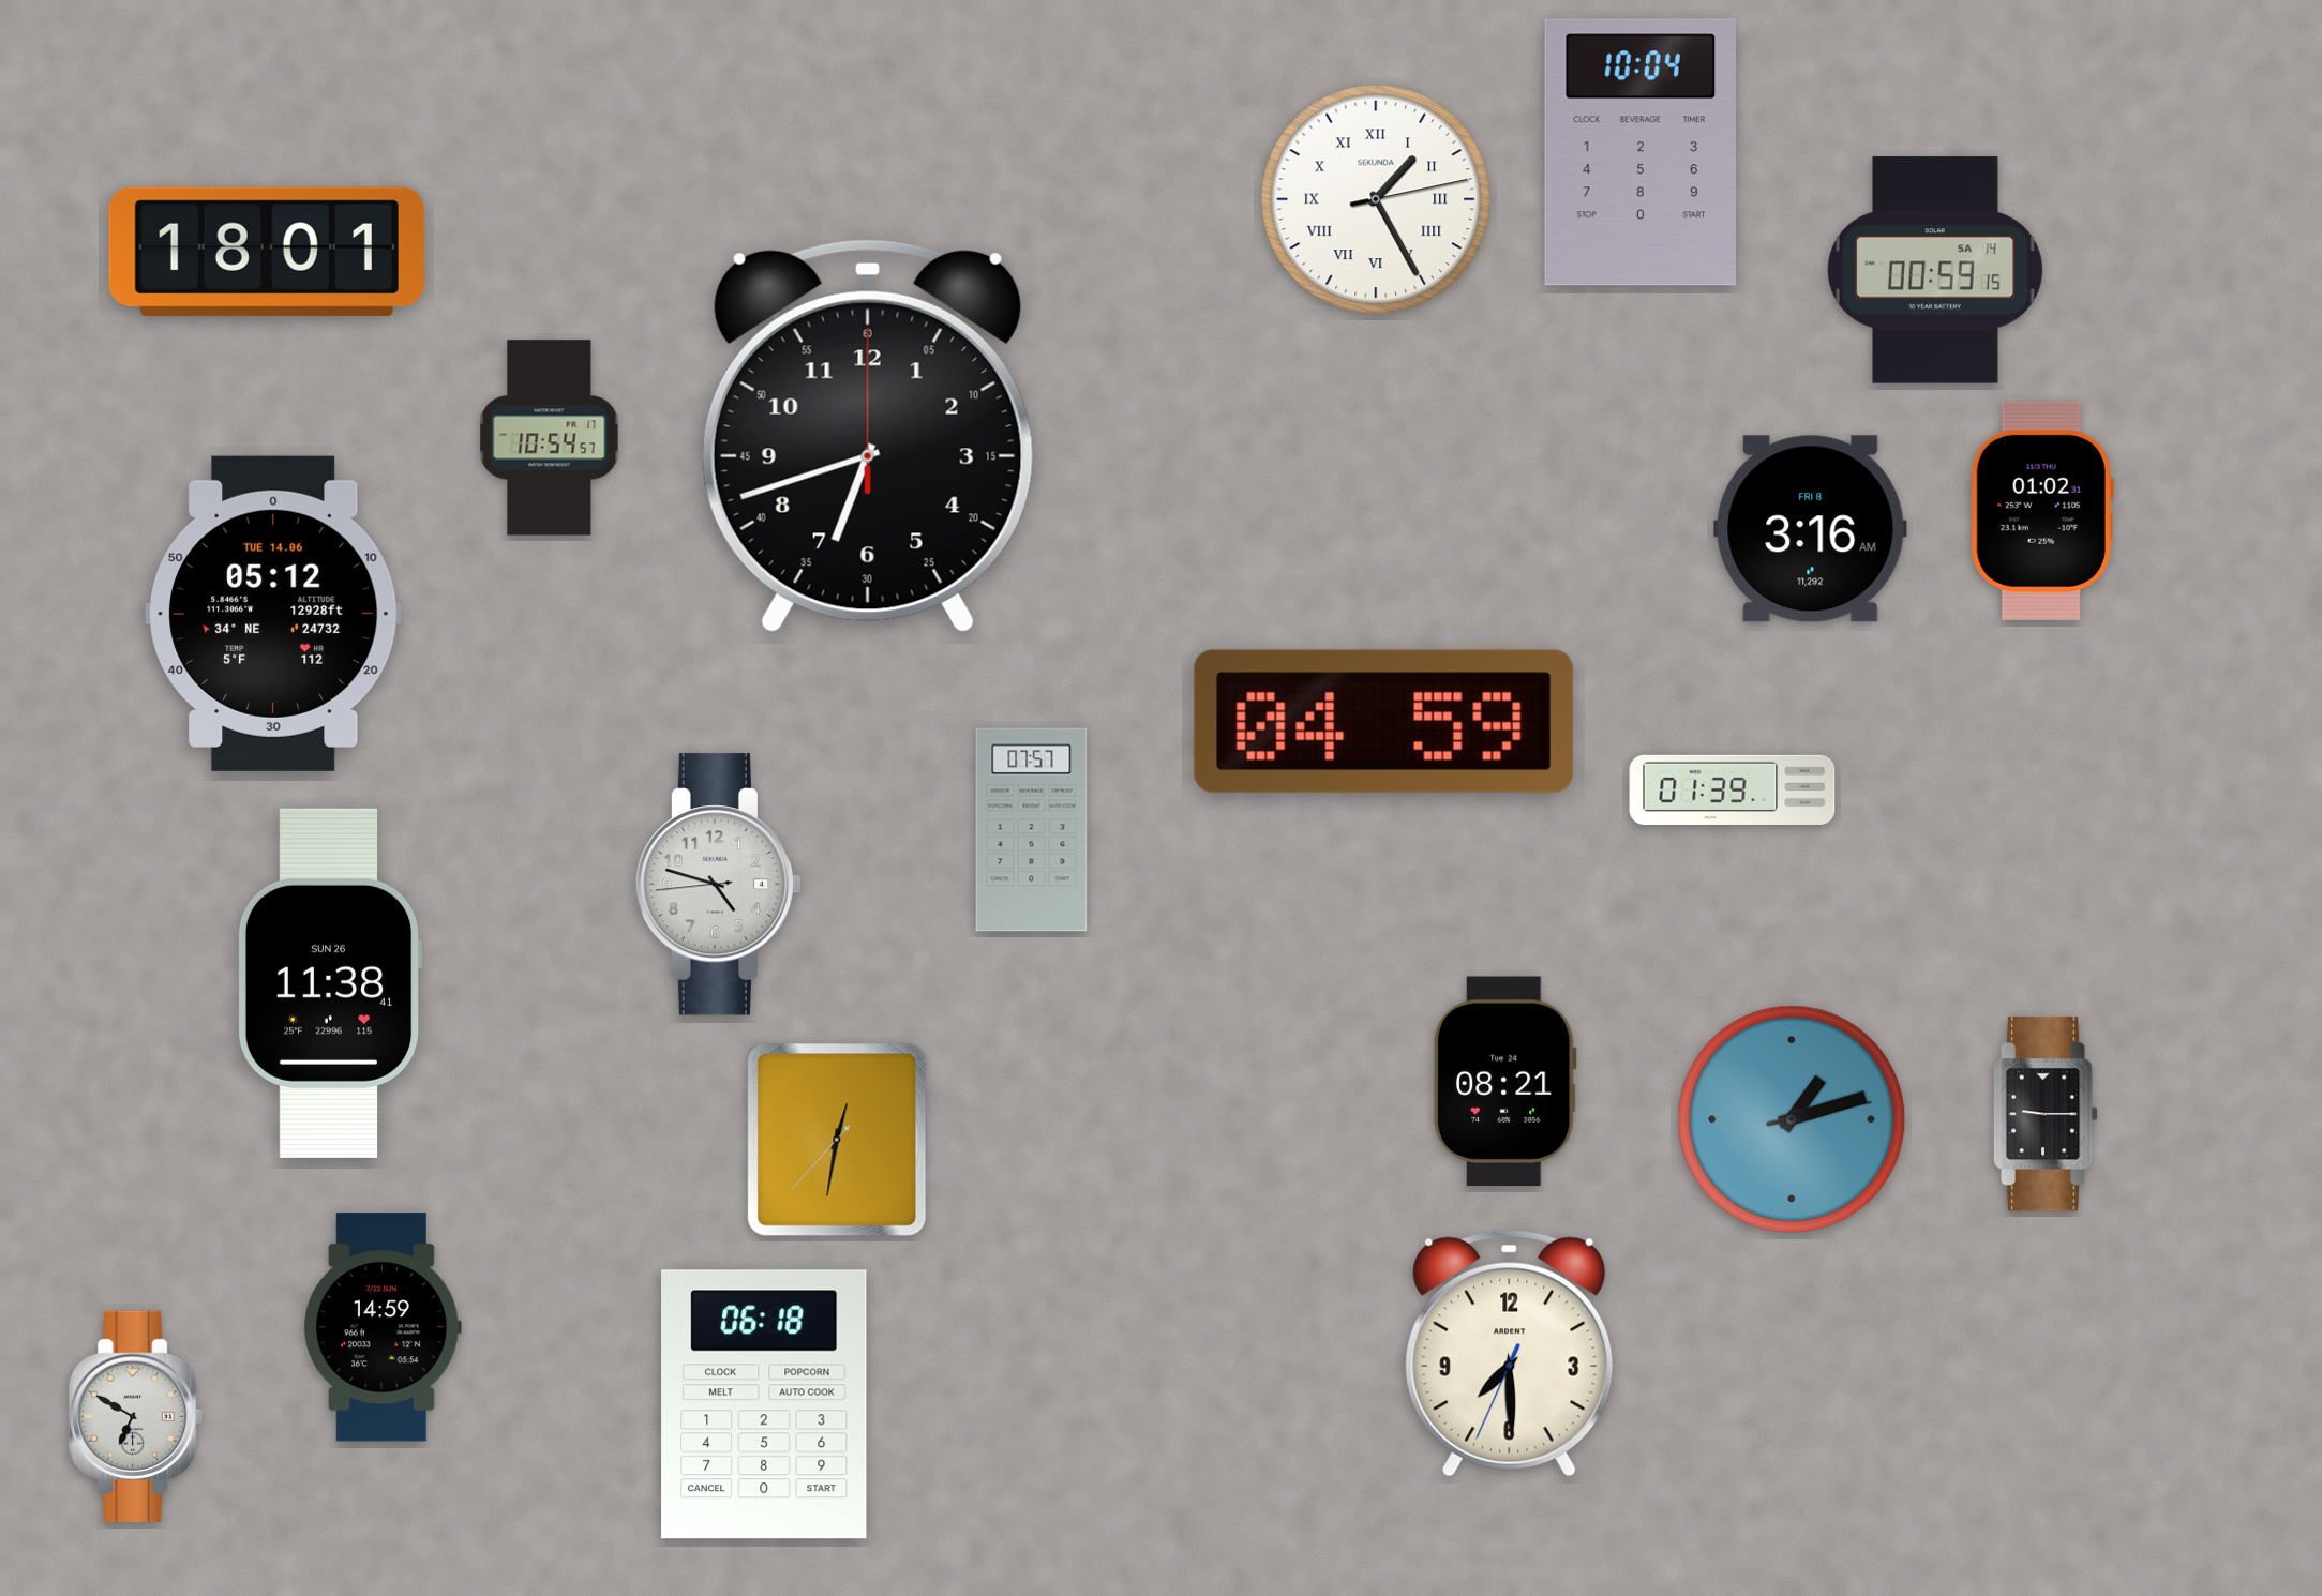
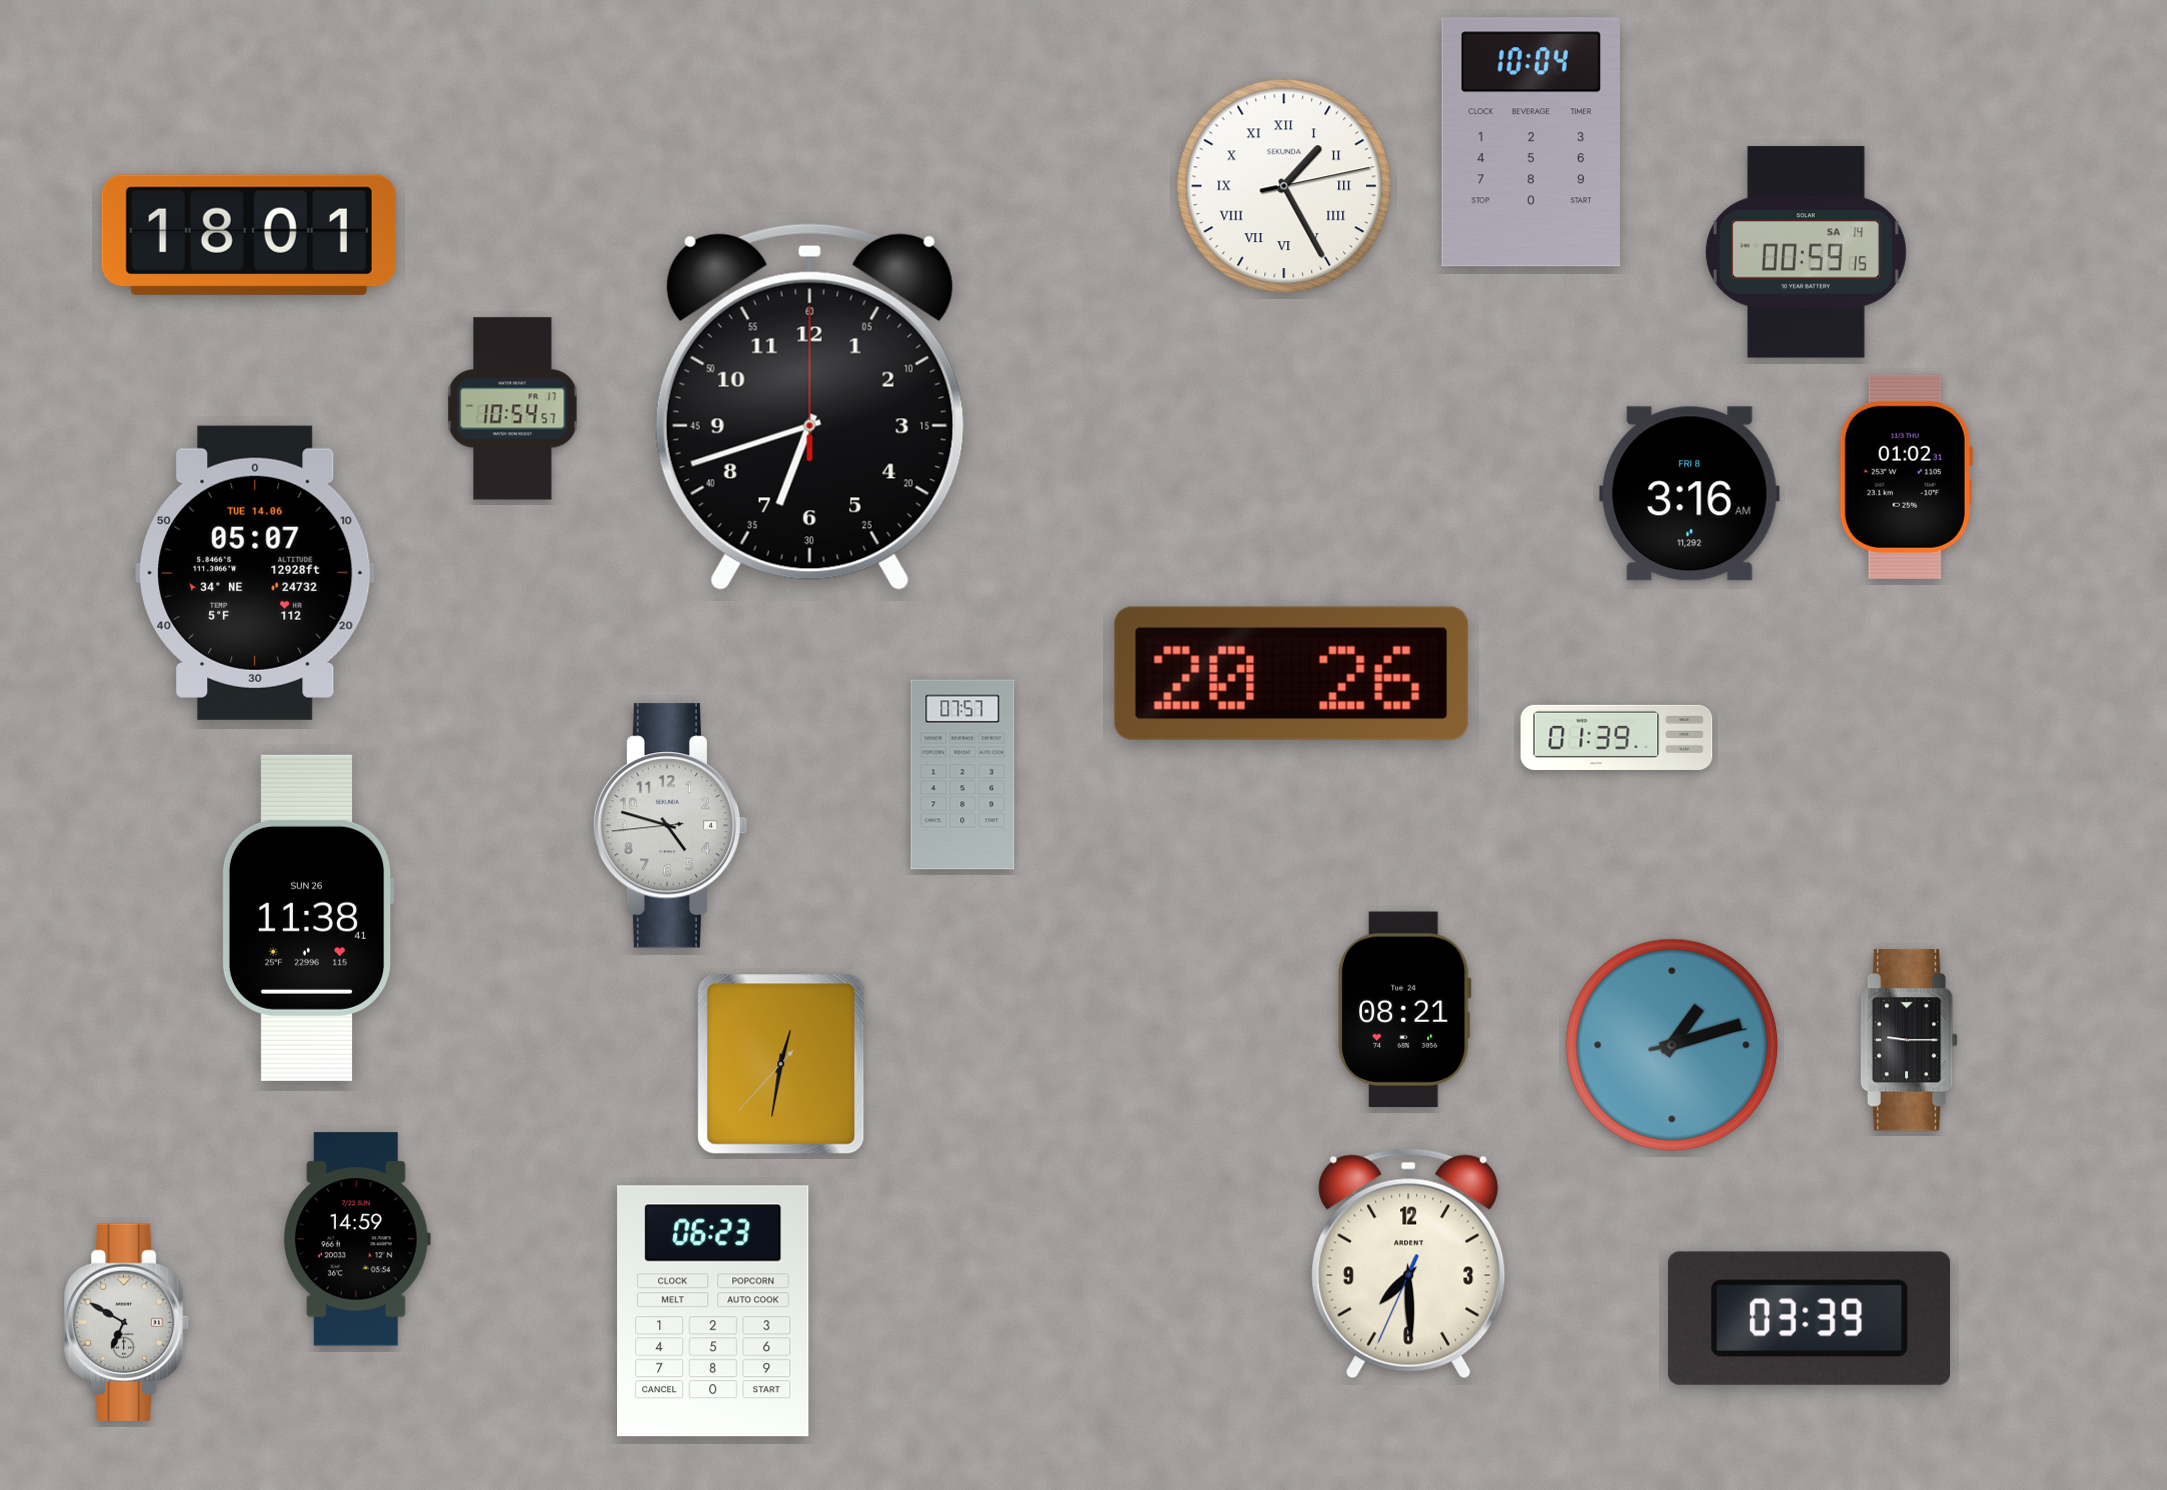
clock at (273, 614): 05:12 -> 05:07
clock at (1383, 721): 04:59 -> 20:26
clock at (764, 1404): 06:18 -> 06:23
clock at (1810, 1318): none -> 03:39
